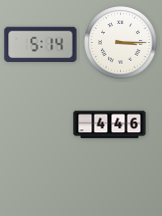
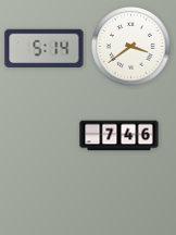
clock at (121, 43): 3:15 -> 3:39
clock at (110, 125): 4:46 -> 7:46
